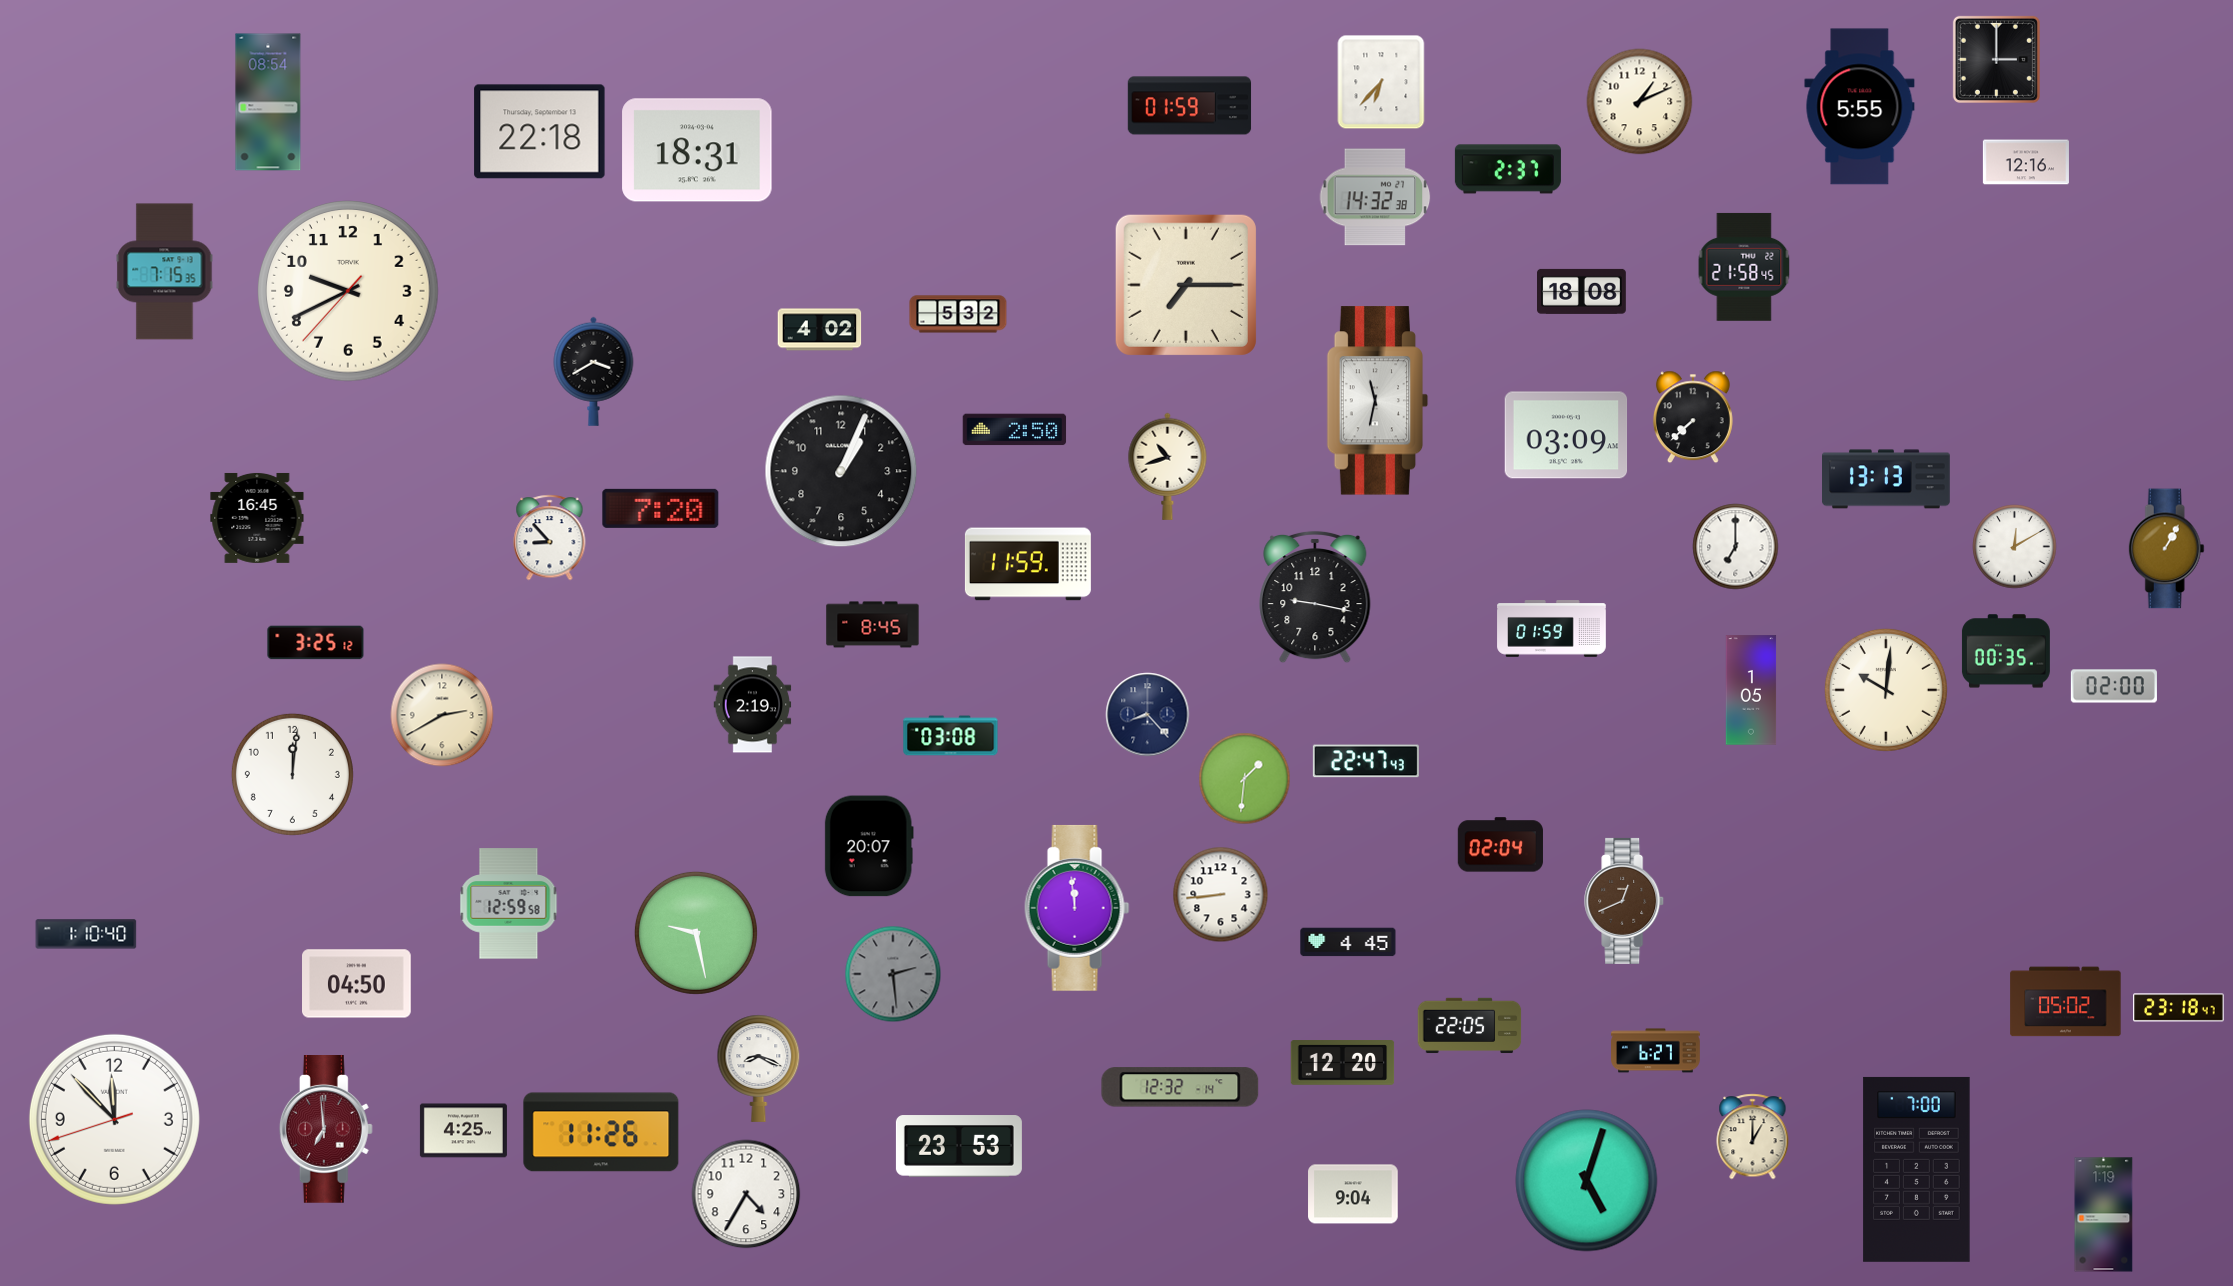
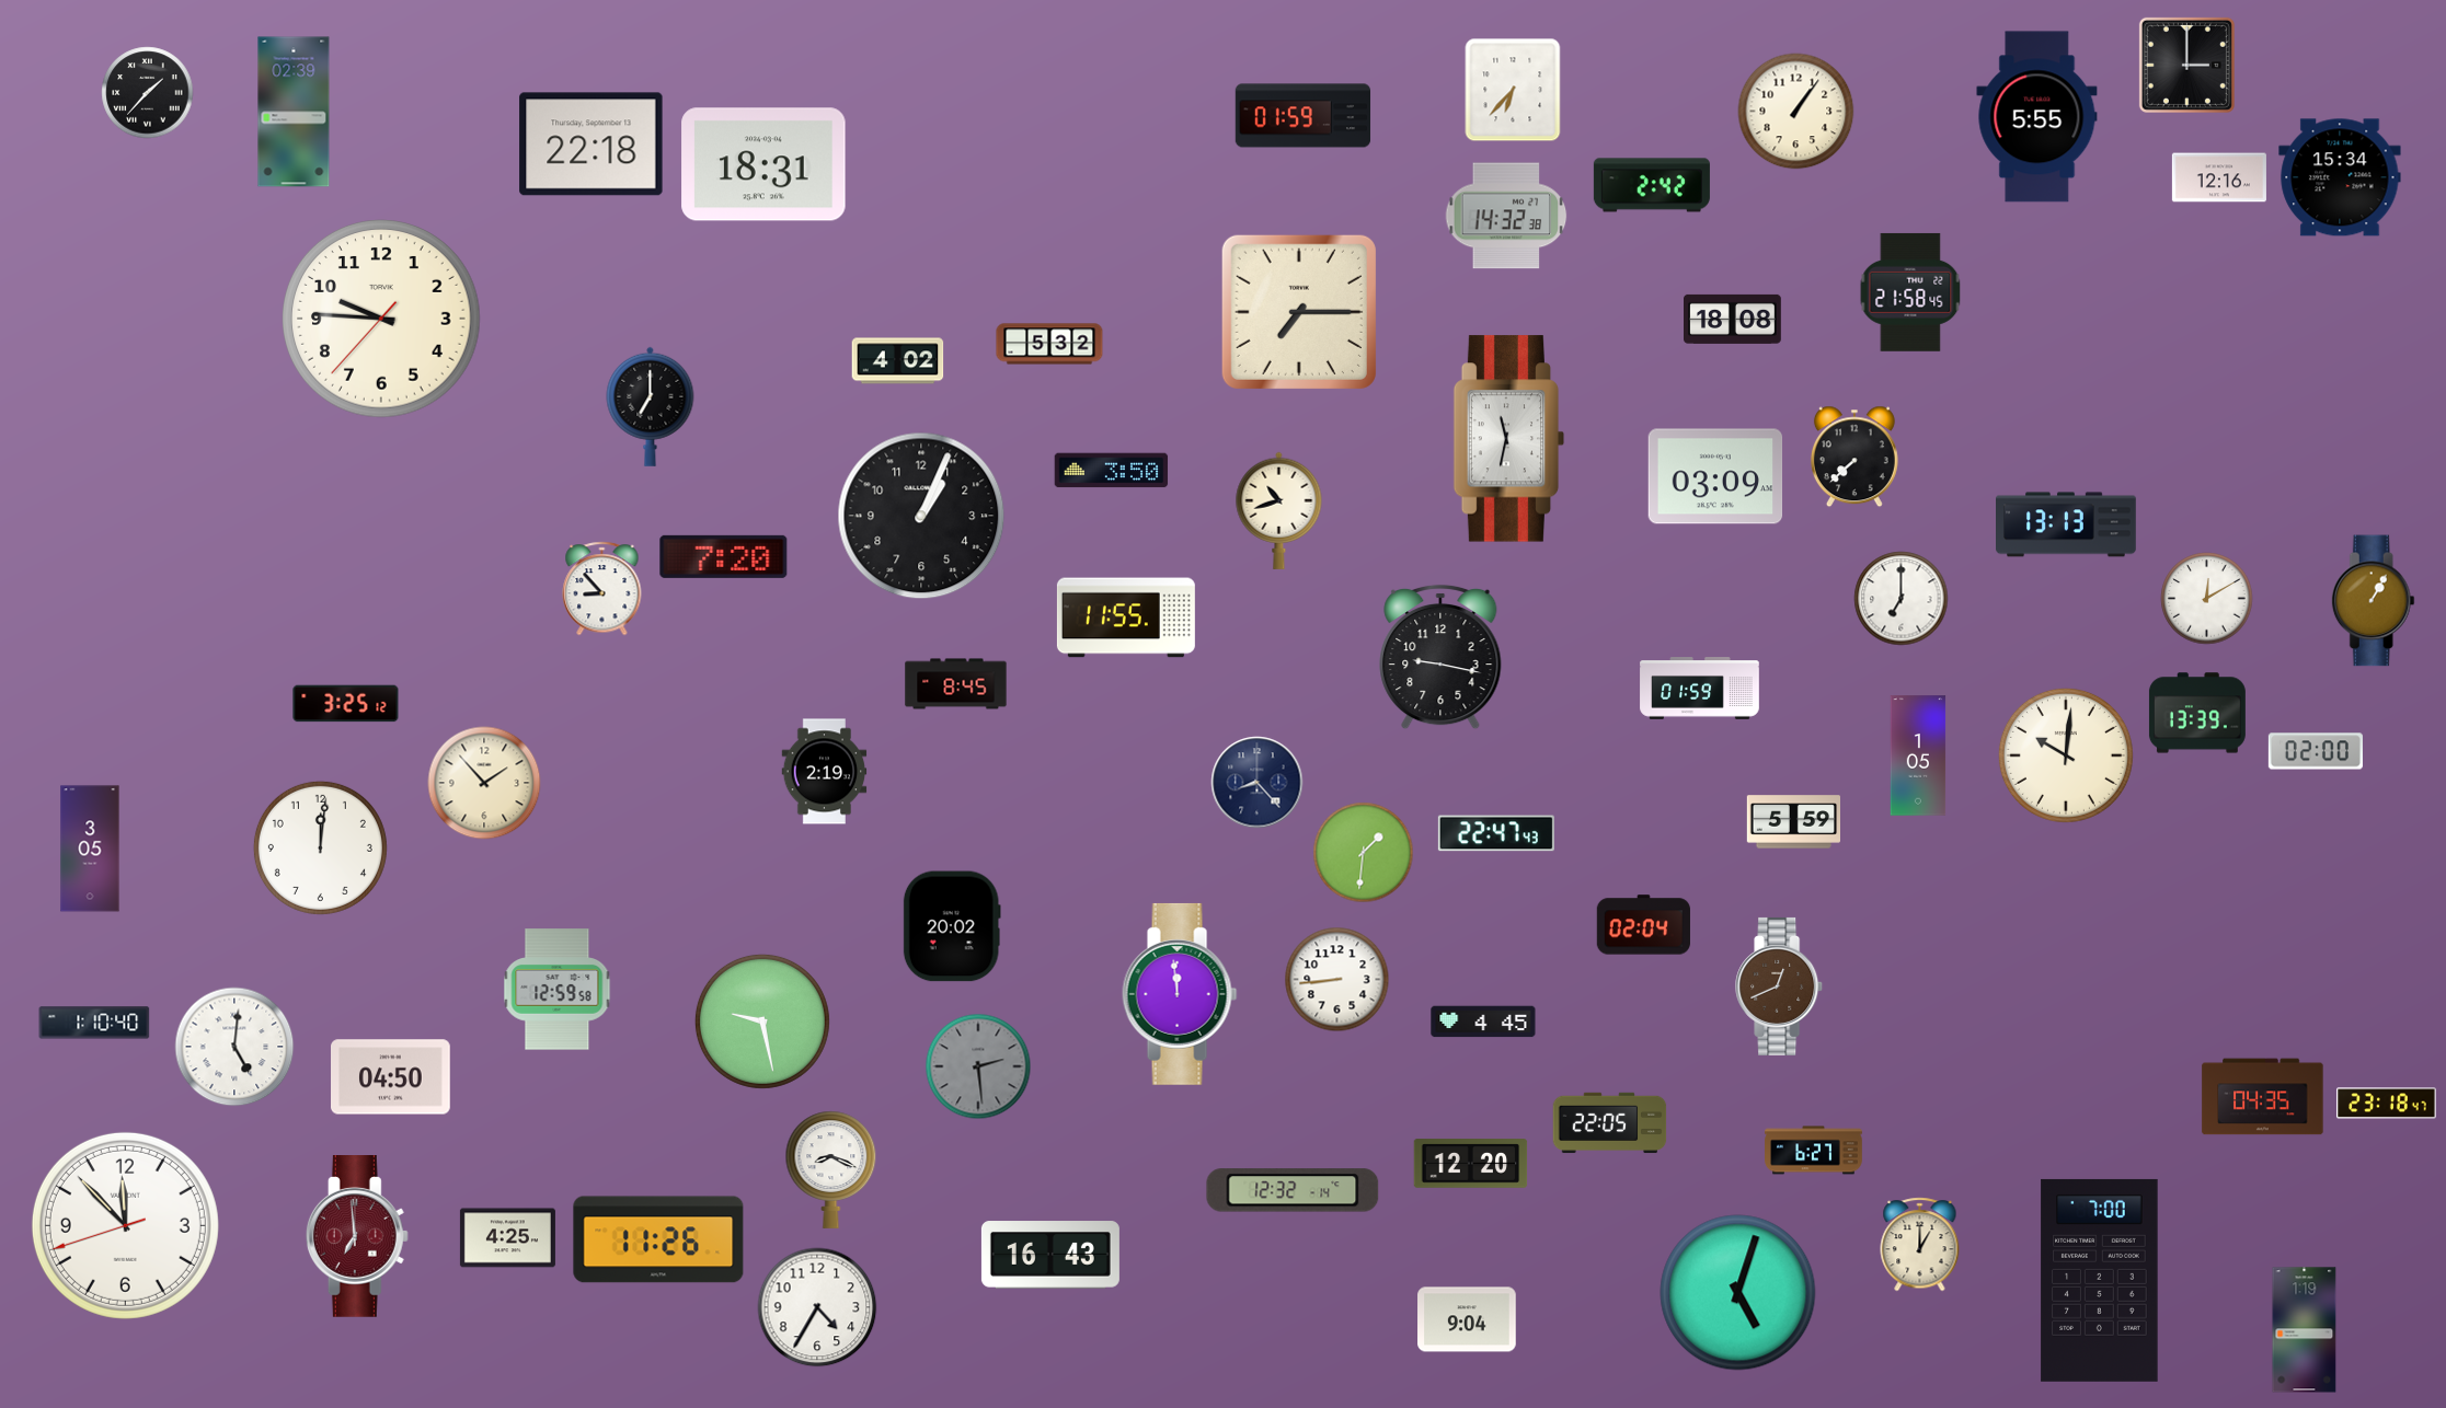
clock at (148, 93): none -> 1:37
clock at (268, 102): 08:54 -> 02:39
clock at (1640, 102): 1:11 -> 1:06
clock at (2340, 177): none -> 15:34
clock at (1508, 169): 2:37 -> 2:42
clock at (165, 272): 7:15 -> none
clock at (348, 291): 9:40 -> 9:45
clock at (594, 371): 3:40 -> 7:00
clock at (1015, 430): 2:50 -> 3:50
clock at (257, 518): 16:45 -> none
clock at (1028, 564): 11:59 -> 11:55
clock at (1315, 597) position: (1315, 597) -> (1440, 657)
clock at (2006, 651): 00:35 -> 13:39
clock at (442, 715): 2:40 -> 1:53
clock at (951, 736): 03:08 -> none
clock at (1793, 822): none -> 5:59
clock at (90, 849): none -> 3:05
clock at (869, 846): 20:07 -> 20:02
clock at (1348, 942) position: (1348, 942) -> (1483, 1022)
clock at (234, 1047): none -> 5:01
clock at (2066, 1002): 05:02 -> 04:35
clock at (959, 1146): 23:53 -> 16:43
clock at (1353, 1194) position: (1353, 1194) -> (1467, 1319)
